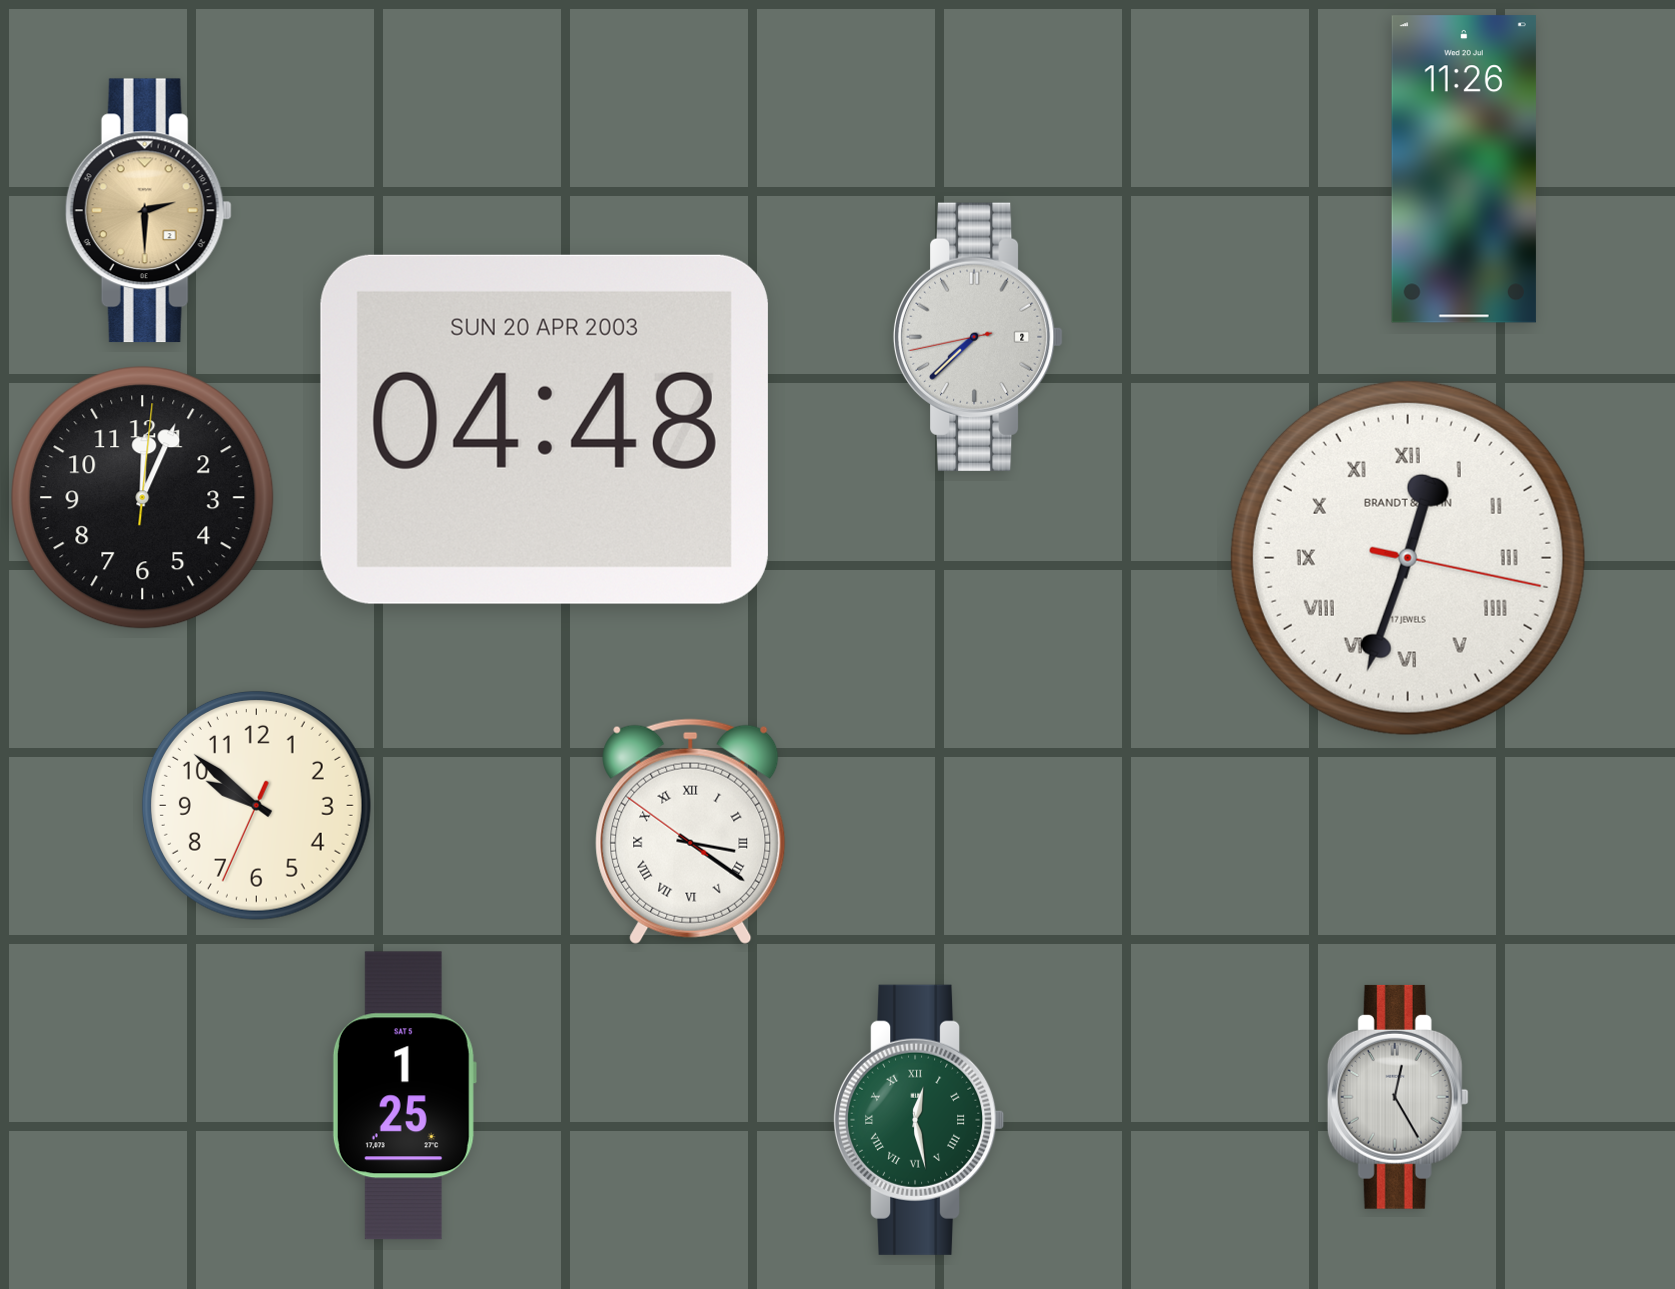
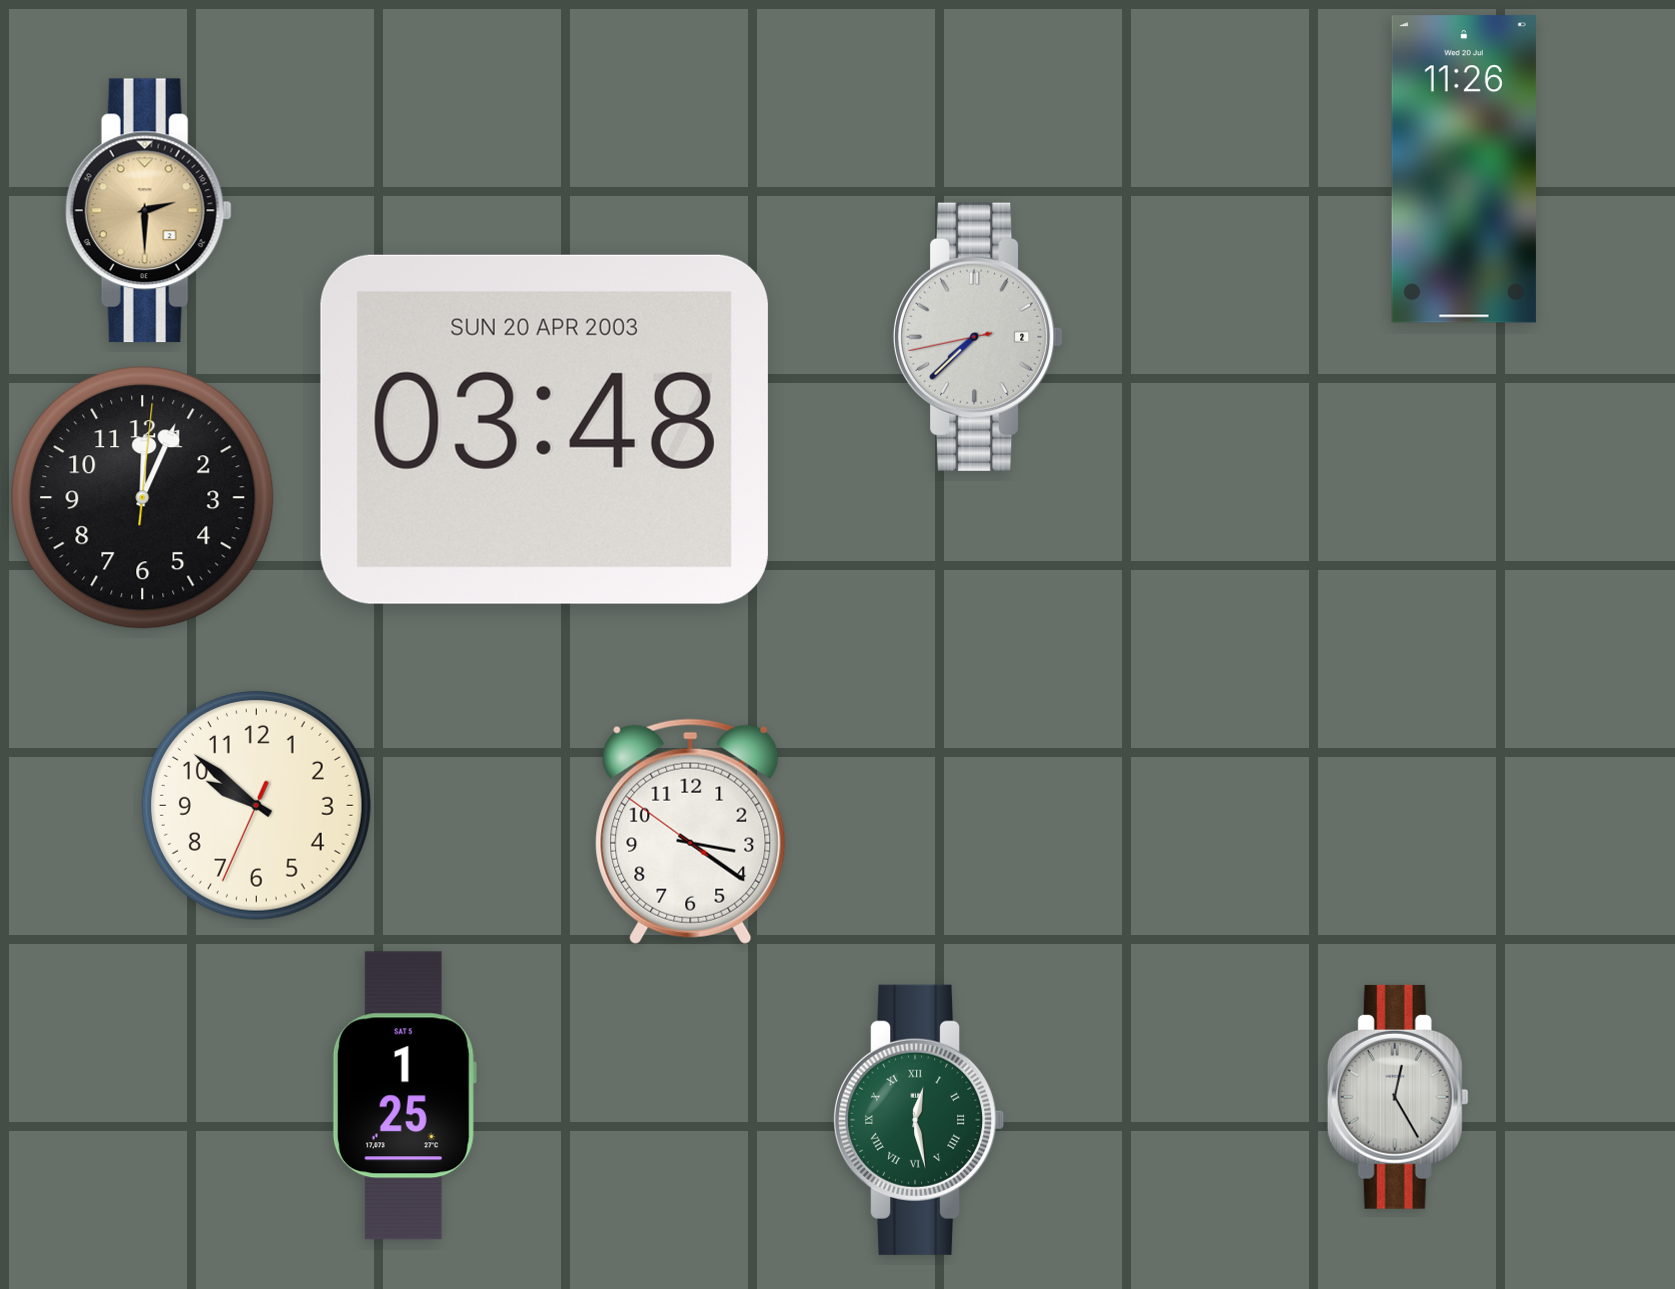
clock at (544, 429): 04:48 -> 03:48
clock at (1408, 558): 12:33 -> none
clock at (691, 831) numerals: Roman -> Arabic
